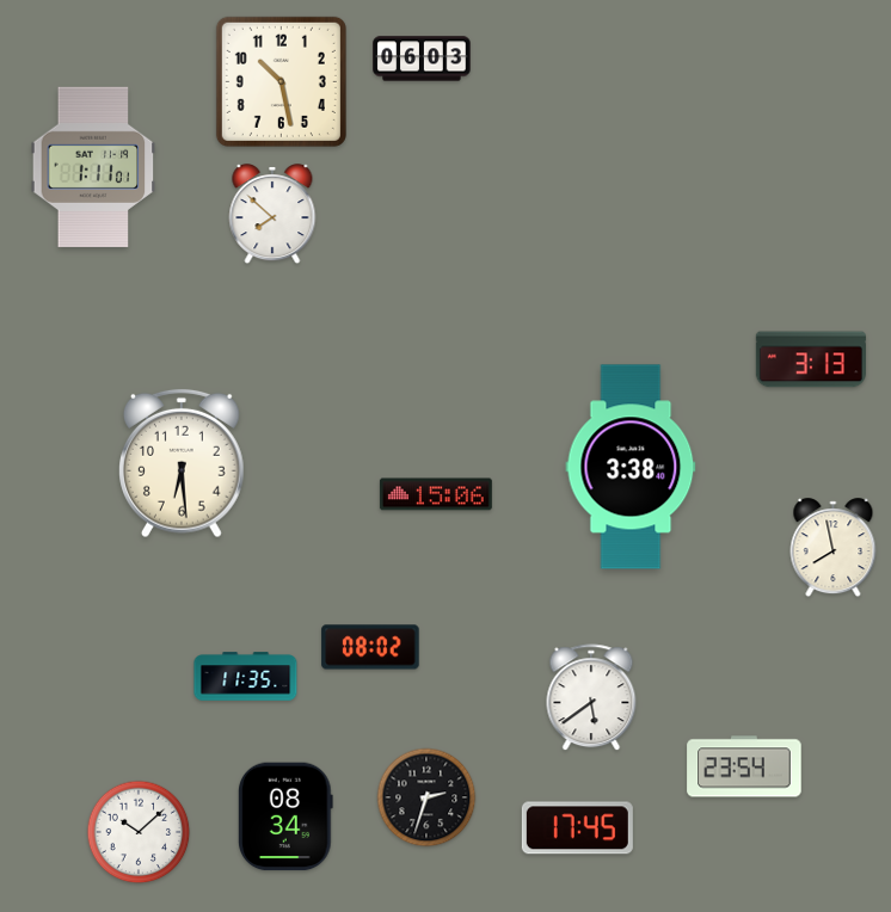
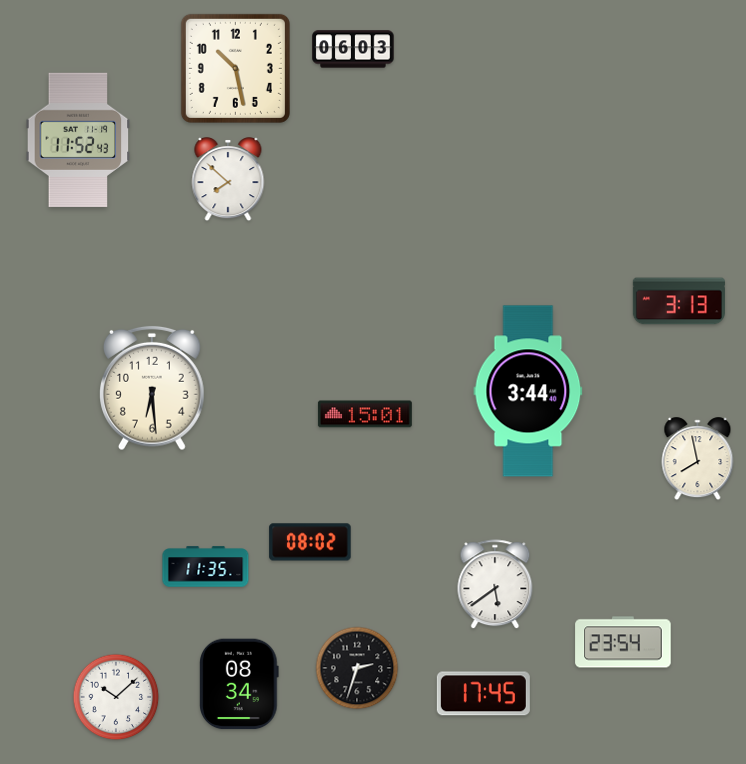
clock at (93, 167): 1:11 -> 11:52
clock at (631, 467): 3:38 -> 3:44
clock at (436, 494): 15:06 -> 15:01
